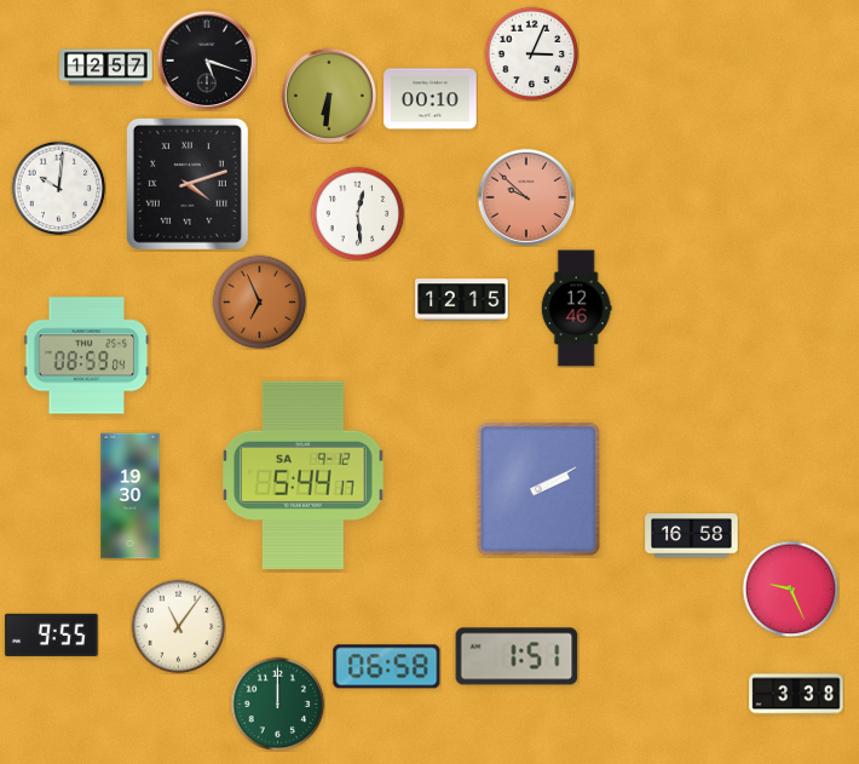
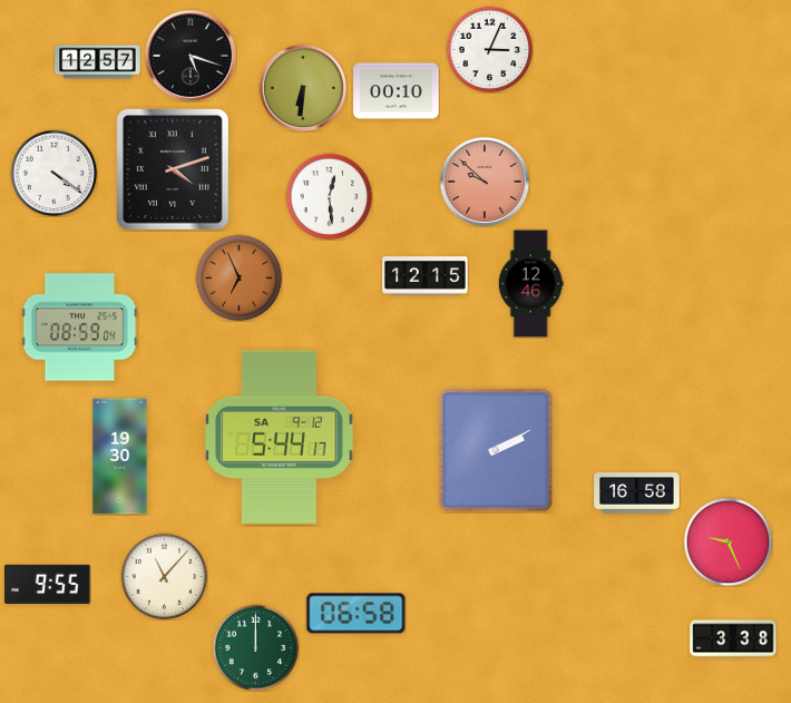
clock at (58, 188): 10:01 -> 4:21
clock at (178, 626): 11:06 -> 11:07
clock at (517, 656): 1:51 -> none
